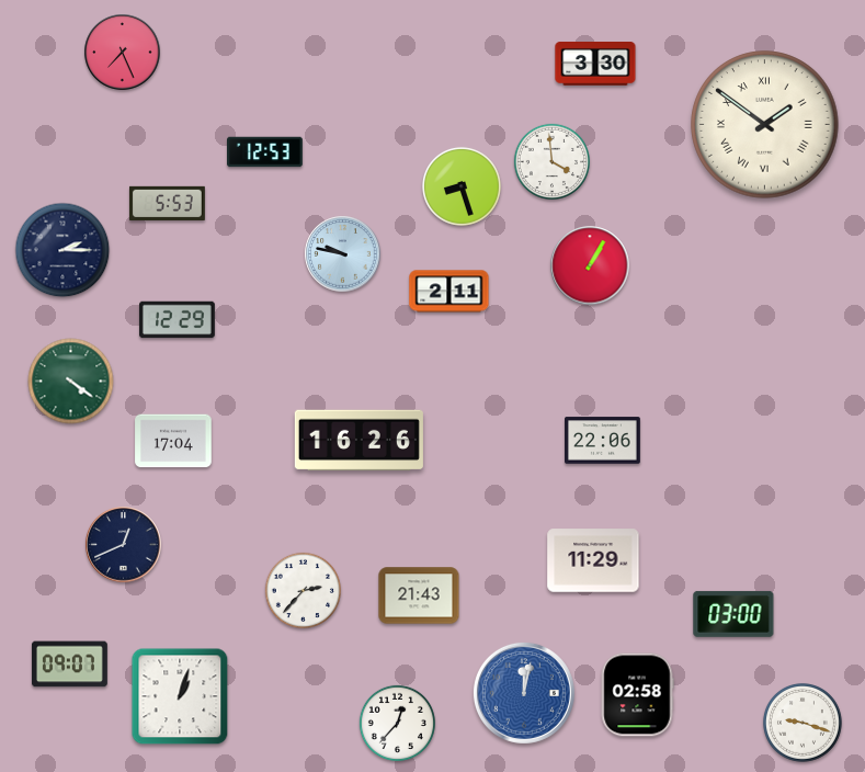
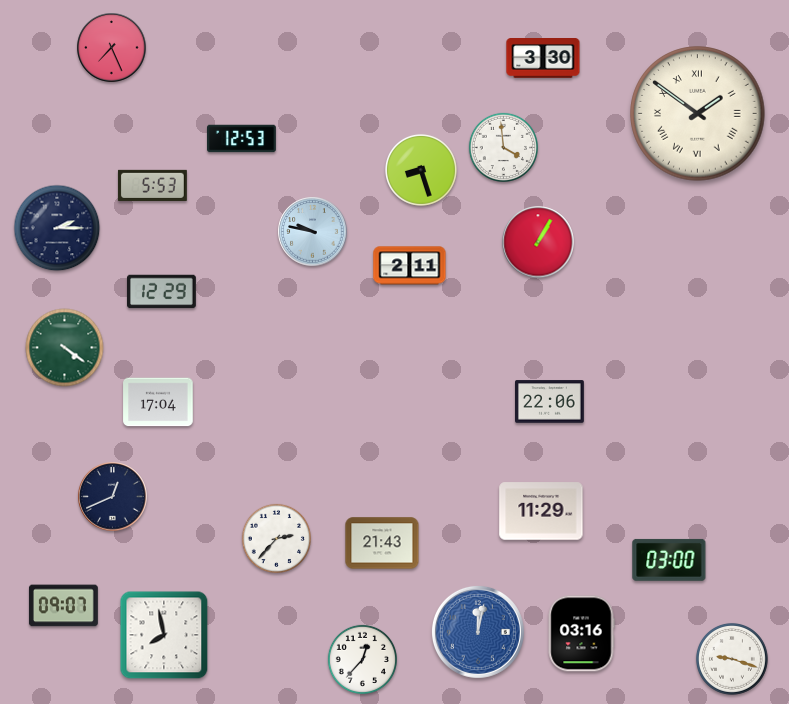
clock at (358, 441): 16:26 -> none
clock at (637, 695): 02:58 -> 03:16
clock at (180, 696): 1:03 -> 7:58
